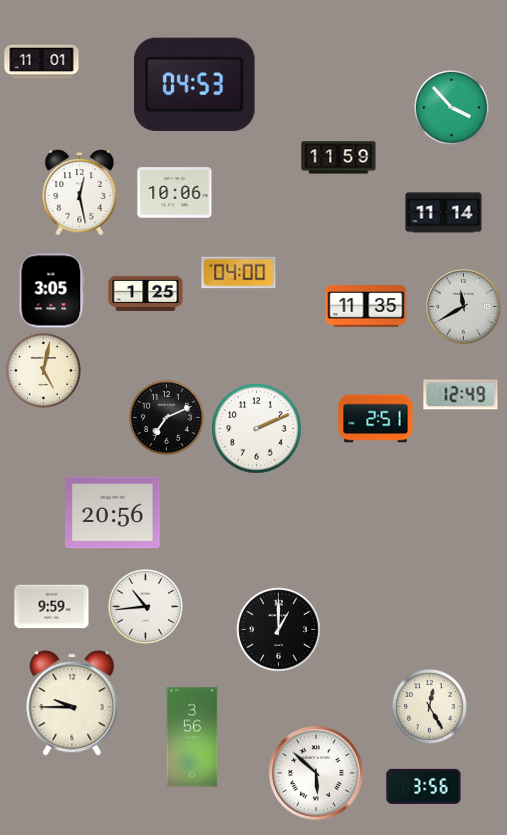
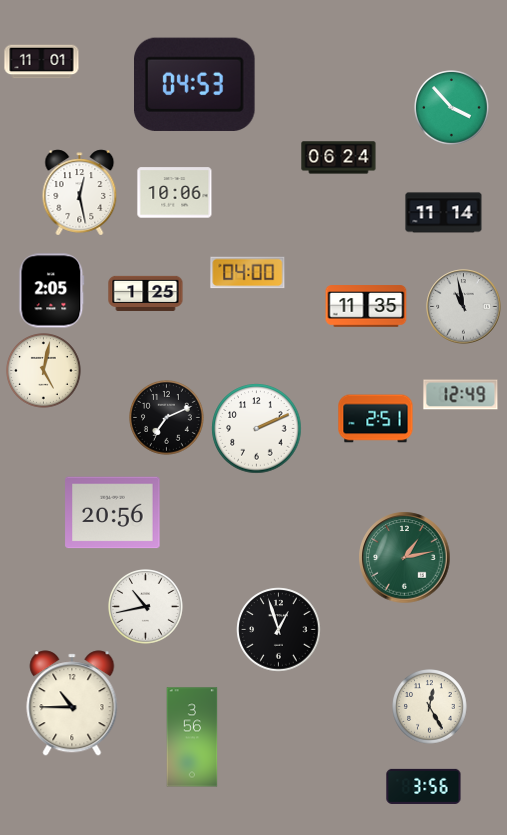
clock at (339, 158): 11:59 -> 06:24
clock at (239, 273) position: (239, 273) -> (248, 273)
clock at (52, 291): 3:05 -> 2:05
clock at (464, 307): 11:40 -> 10:58
clock at (405, 558): none -> 1:13
clock at (52, 607): 9:59 -> none
clock at (146, 607): 10:44 -> 10:43
clock at (279, 630): 1:00 -> 12:57
clock at (72, 703): 9:45 -> 10:45
clock at (316, 773): 5:52 -> none
